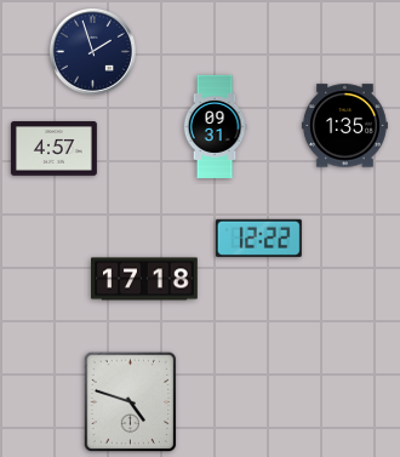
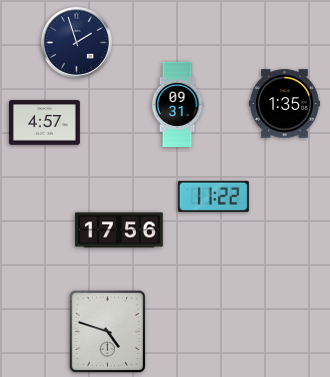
clock at (258, 238): 12:22 -> 11:22
clock at (144, 279): 17:18 -> 17:56
